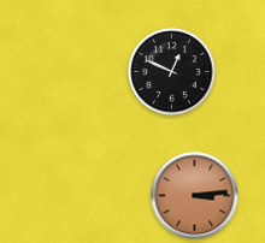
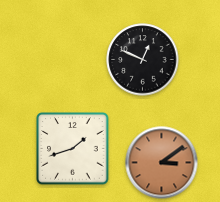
clock at (73, 149): none -> 1:42
clock at (195, 196): 3:14 -> 3:09
